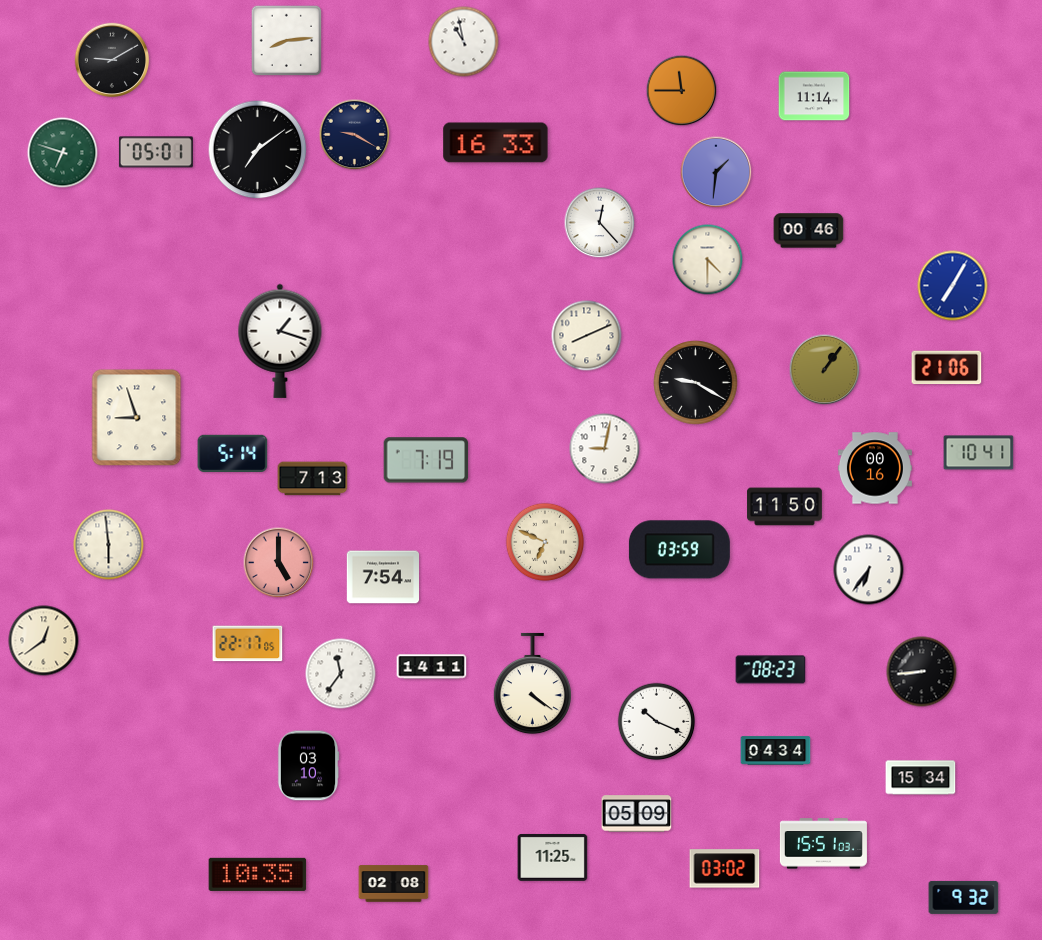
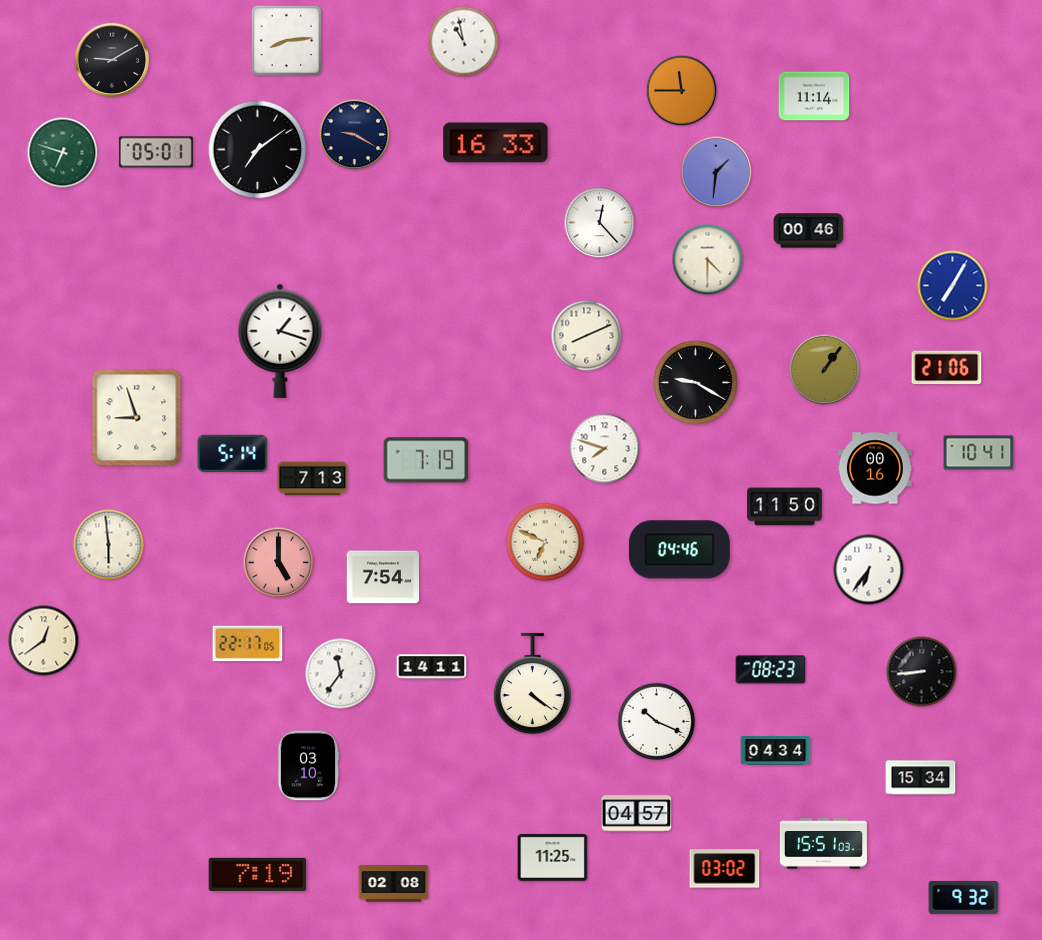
clock at (605, 449): 9:02 -> 7:48
clock at (679, 550): 03:59 -> 04:46
clock at (637, 814): 05:09 -> 04:57
clock at (258, 874): 10:35 -> 7:19
